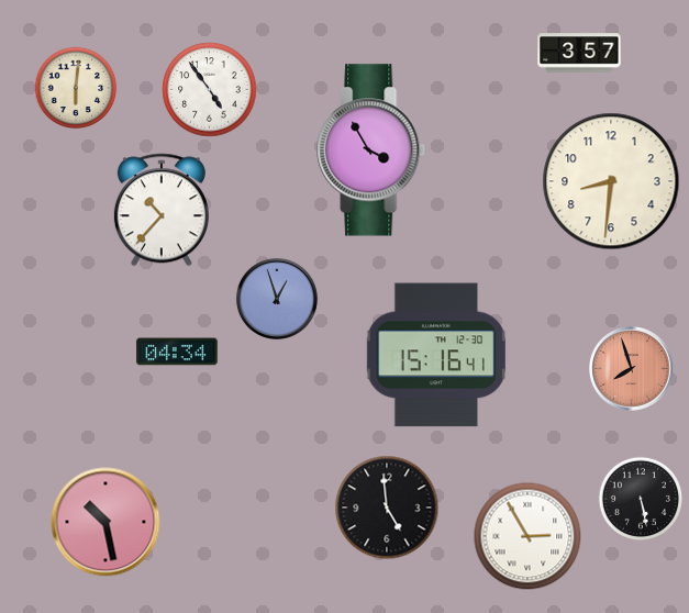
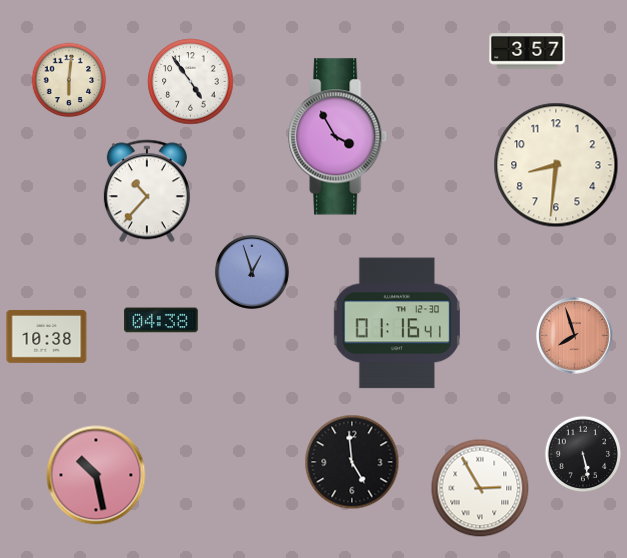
clock at (579, 53) position: (579, 53) -> (527, 51)
clock at (177, 352): 04:34 -> 04:38
clock at (436, 355): 15:16 -> 01:16
clock at (47, 336): none -> 10:38
